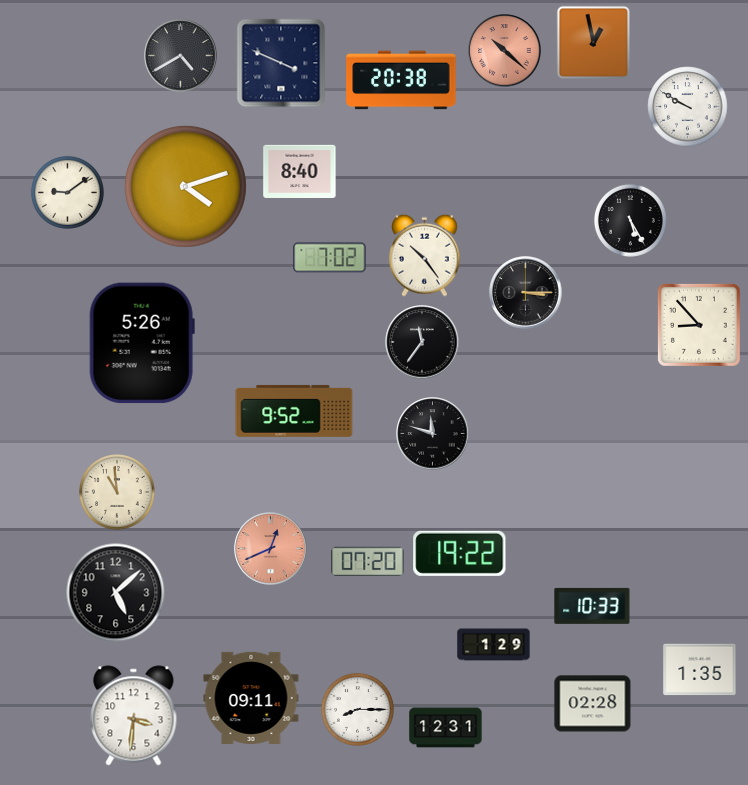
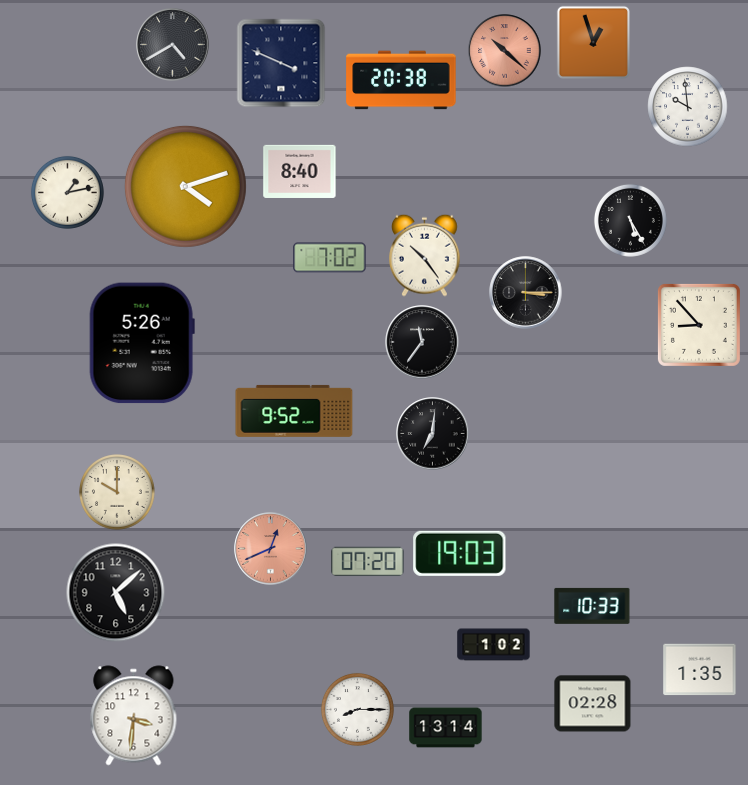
clock at (593, 42): 12:58 -> 12:57
clock at (181, 56) position: (181, 56) -> (173, 45)
clock at (688, 107): 9:50 -> 9:59
clock at (67, 192): 9:09 -> 1:13
clock at (433, 434): 11:48 -> 7:01
clock at (118, 493): 10:59 -> 10:00
clock at (460, 553): 19:22 -> 19:03
clock at (494, 645): 1:29 -> 1:02
clock at (251, 698): 09:11 -> none
clock at (446, 728): 12:31 -> 13:14
